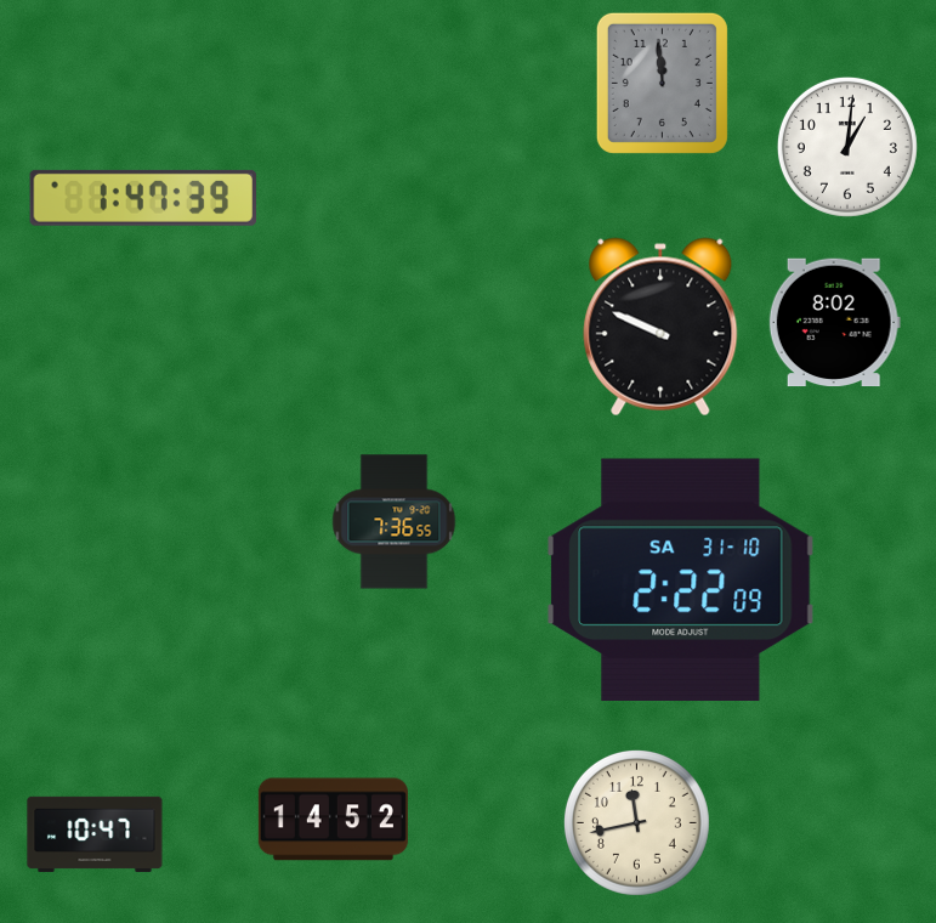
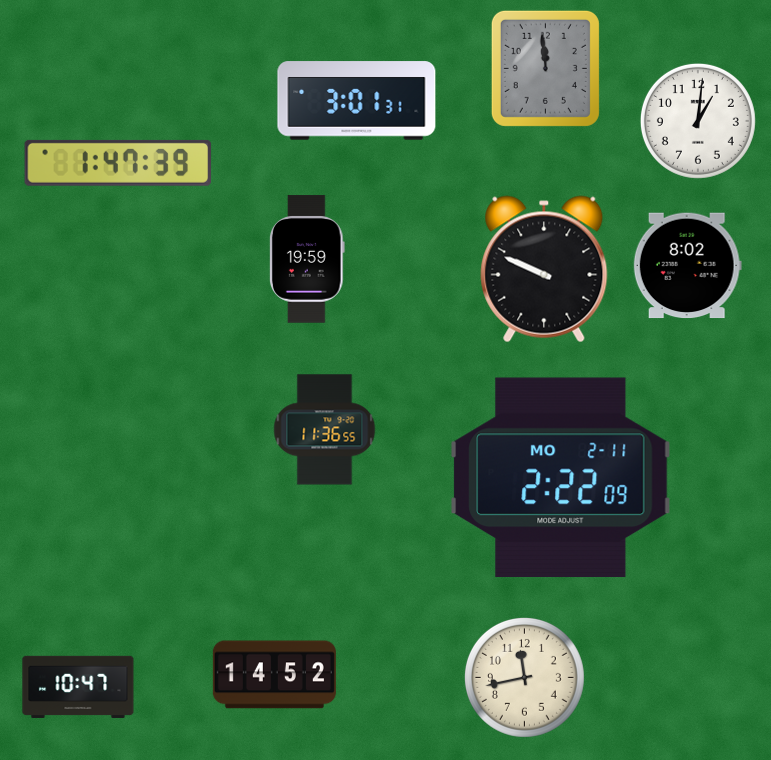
clock at (357, 101): none -> 3:01
clock at (307, 259): none -> 19:59
clock at (395, 522): 7:36 -> 11:36
clock at (681, 579) date: SA 31-10 -> MO 2-11
